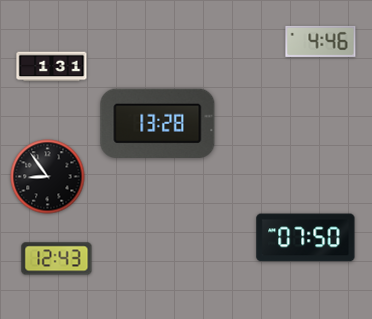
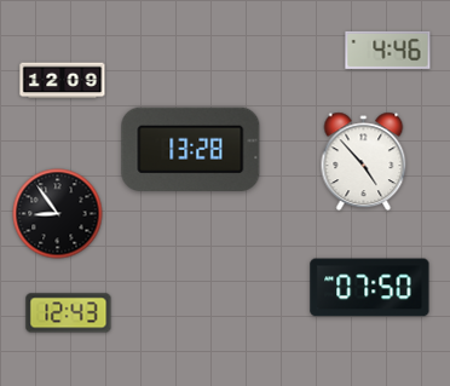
clock at (52, 67): 1:31 -> 12:09
clock at (364, 162): none -> 4:53
